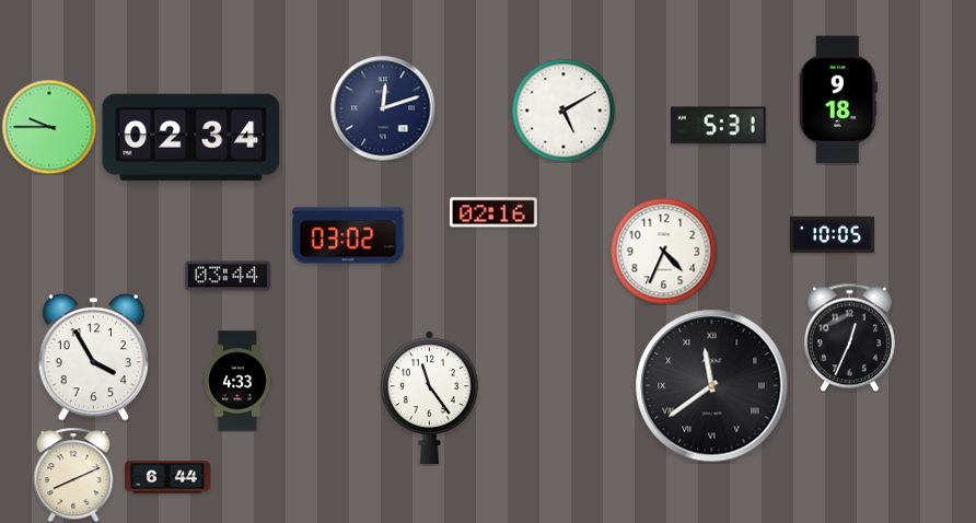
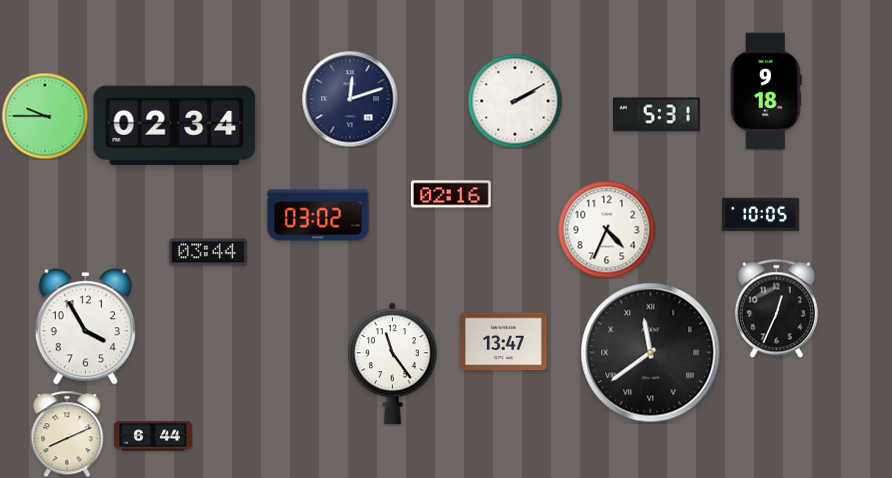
clock at (563, 111): 5:10 -> 2:10
clock at (504, 342): none -> 13:47
clock at (239, 381): 4:33 -> none
